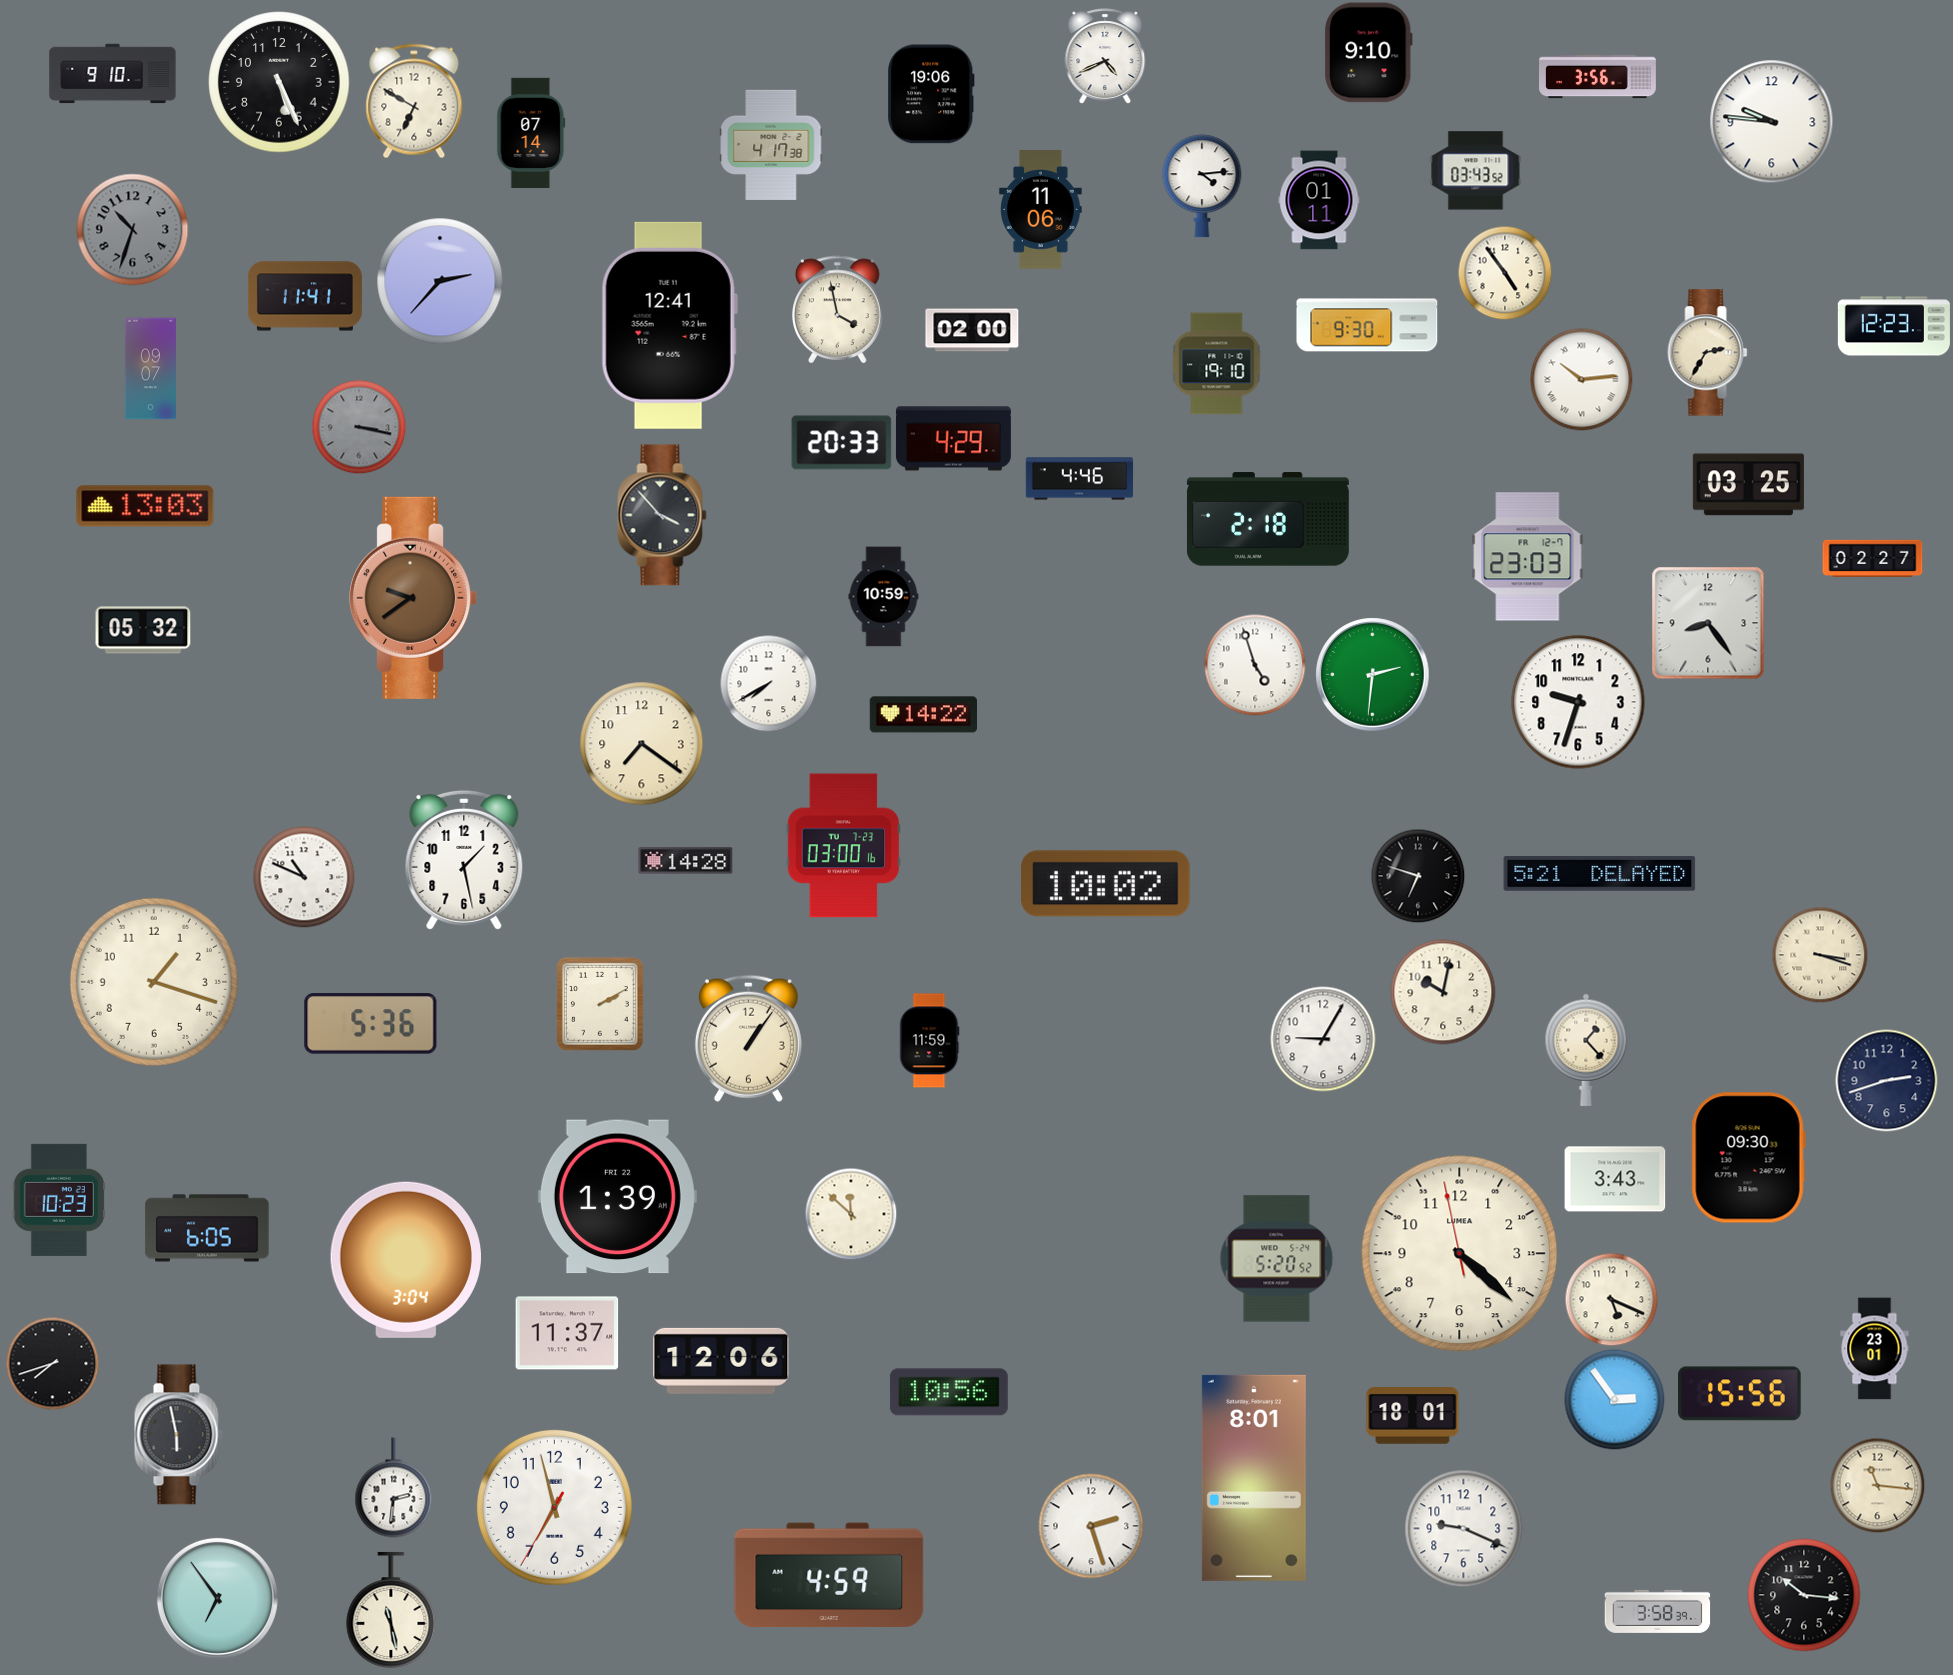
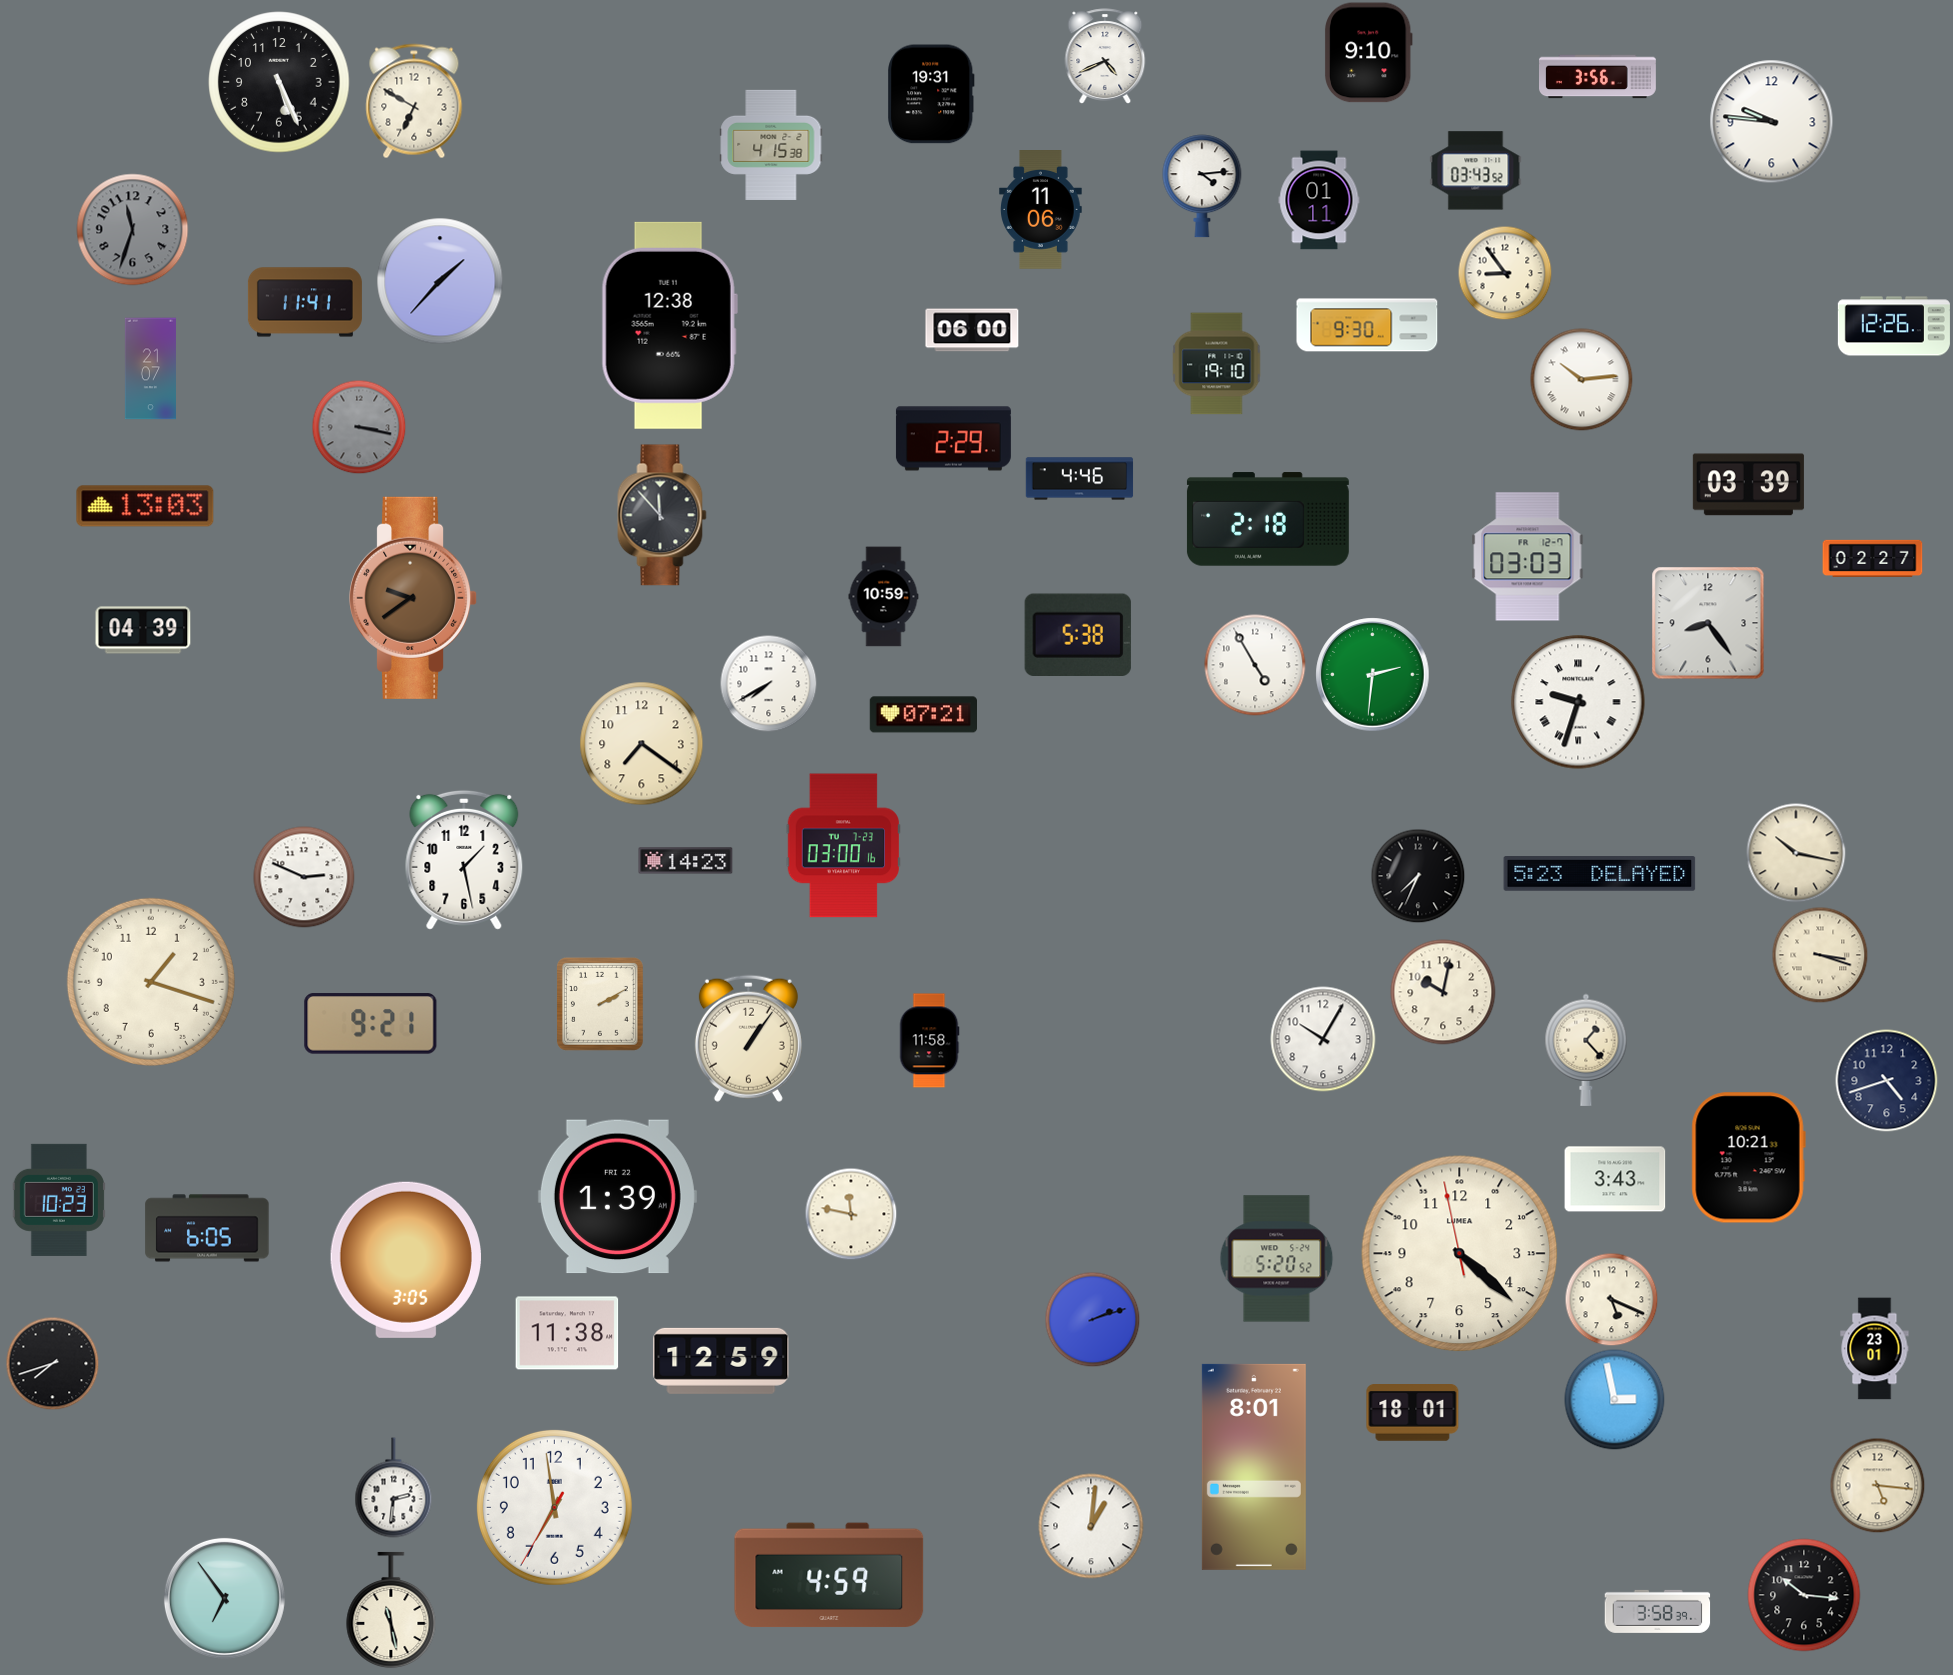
clock at (113, 74): 9:10 -> none
clock at (931, 94): 19:06 -> 19:31
clock at (531, 133): 07:14 -> none
clock at (771, 145): 4:17 -> 4:15
clock at (133, 230): 10:33 -> 11:33
clock at (1505, 273): 4:54 -> 8:54
clock at (440, 281): 2:37 -> 1:37
clock at (305, 296) position: (305, 296) -> (305, 302)
clock at (838, 310): 3:58 -> none
clock at (669, 325): 12:41 -> 12:38
clock at (1894, 326): 12:23 -> 12:26
clock at (972, 330): 02:00 -> 06:00
clock at (1708, 353): 2:35 -> none
clock at (150, 369): 09:07 -> 21:07
clock at (953, 439): 4:29 -> 2:29
clock at (842, 443): 20:33 -> none
clock at (1748, 485): 03:25 -> 03:39
clock at (662, 515): 3:53 -> 11:53
clock at (1528, 557): 23:03 -> 03:03
clock at (143, 630): 05:32 -> 04:39
clock at (1078, 635): none -> 5:38
clock at (1255, 665): 4:57 -> 4:55
clock at (1578, 702) numerals: Arabic -> Roman
clock at (923, 715): 14:22 -> 07:21
clock at (1796, 853): none -> 10:17
clock at (686, 861): 14:28 -> 14:23
clock at (1600, 874): 5:21 -> 5:23
clock at (1418, 876): 6:48 -> 7:34
clock at (304, 877): 10:49 -> 2:49
clock at (1106, 884): 10:02 -> none
clock at (154, 982) position: (154, 982) -> (151, 982)
clock at (371, 1024): 5:36 -> 9:21
clock at (1323, 1039): 9:05 -> 10:05
clock at (929, 1041): 11:59 -> 11:58
clock at (1887, 1081): 2:42 -> 4:42
clock at (1748, 1158): 09:30 -> 10:21
clock at (851, 1214): 11:52 -> 11:47
clock at (406, 1260): 3:04 -> 3:05
clock at (1092, 1319): none -> 2:12
clock at (567, 1333): 11:37 -> 11:38
clock at (721, 1361): 12:06 -> 12:59
clock at (949, 1392): 10:56 -> none
clock at (1740, 1394): 15:56 -> none
clock at (1615, 1400): 2:54 -> 2:58
clock at (1413, 1416) position: (1413, 1416) -> (1413, 1413)
clock at (178, 1435): 5:58 -> none
clock at (1254, 1478) position: (1254, 1478) -> (1254, 1467)
clock at (1877, 1485): 11:16 -> 5:16
clock at (554, 1507): 6:57 -> 6:58
clock at (1091, 1526): 2:27 -> 1:01
clock at (1464, 1529): 9:19 -> none
clock at (217, 1598) position: (217, 1598) -> (224, 1598)
